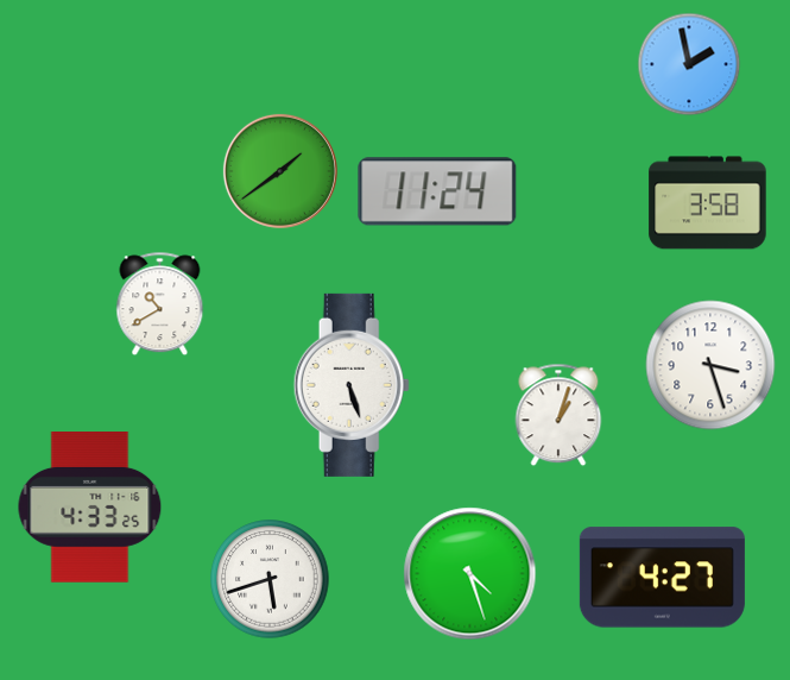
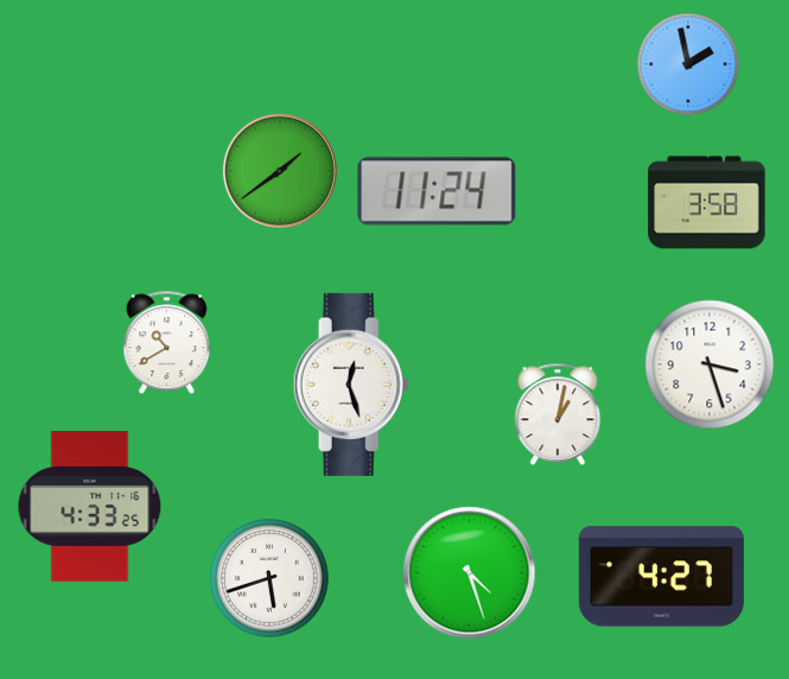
clock at (160, 304) position: (160, 304) -> (167, 343)
clock at (352, 385): 5:27 -> 12:27
clock at (558, 415): 1:03 -> 1:02
